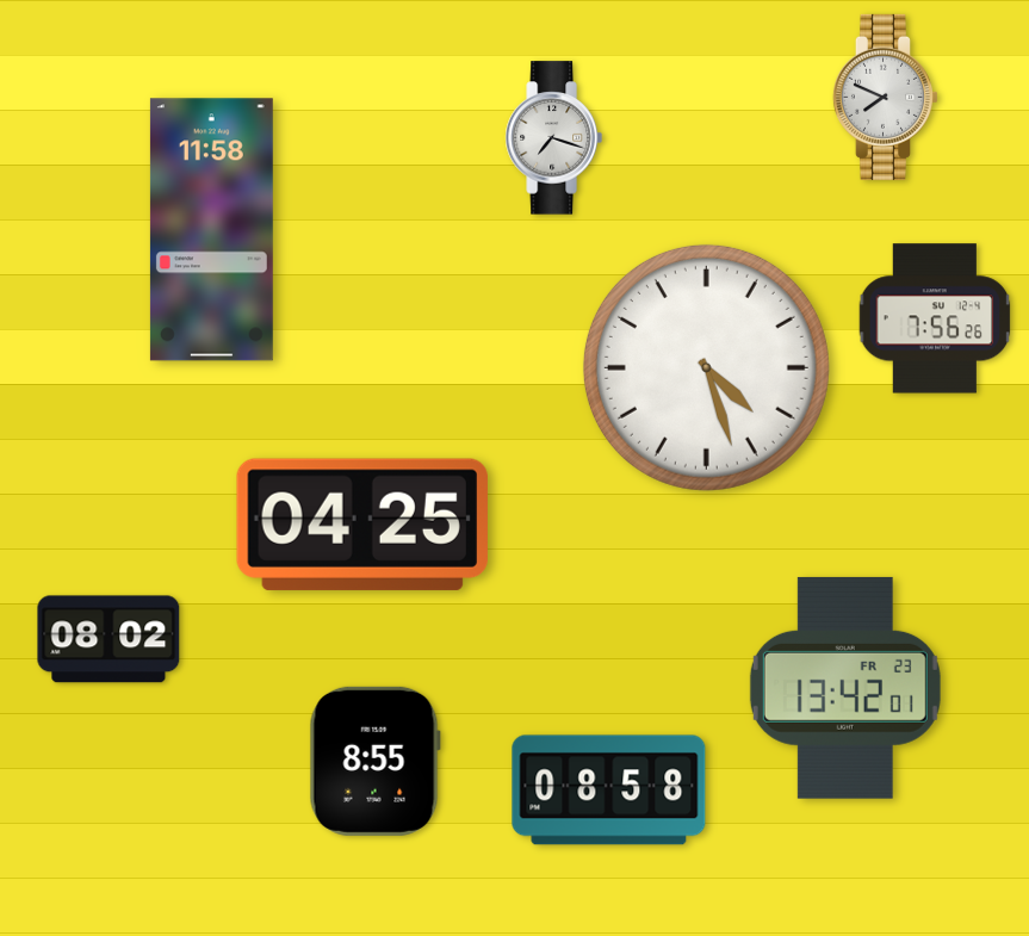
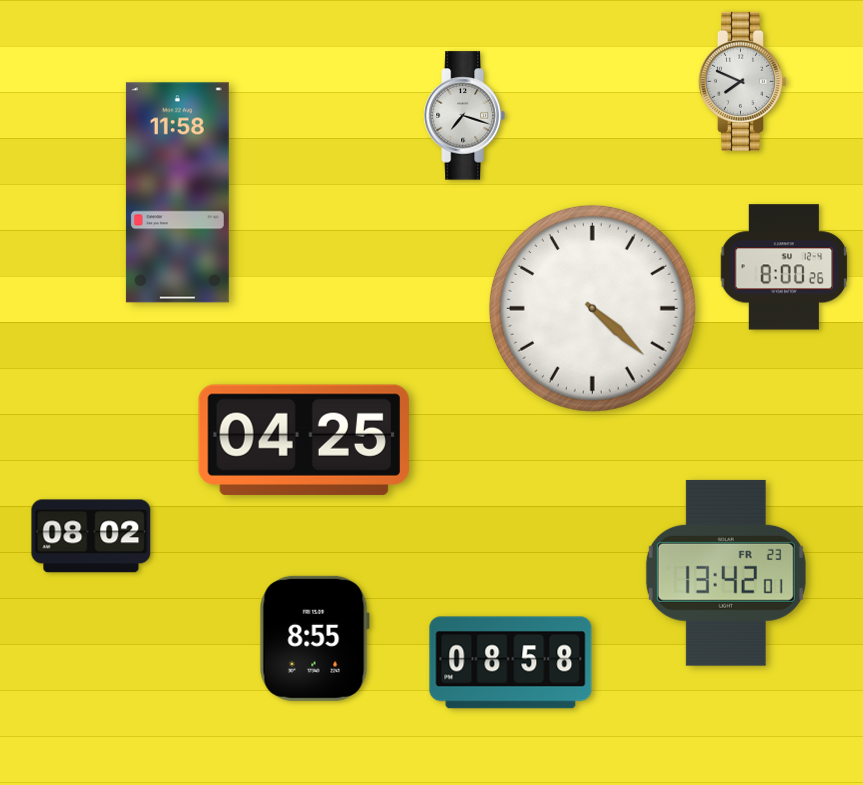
clock at (935, 318): 7:56 -> 8:00
clock at (706, 367): 4:27 -> 4:22
clock at (845, 688) position: (845, 688) -> (726, 573)
